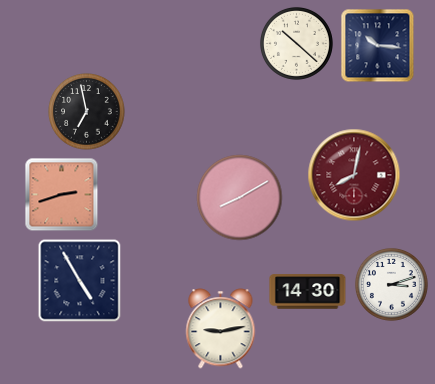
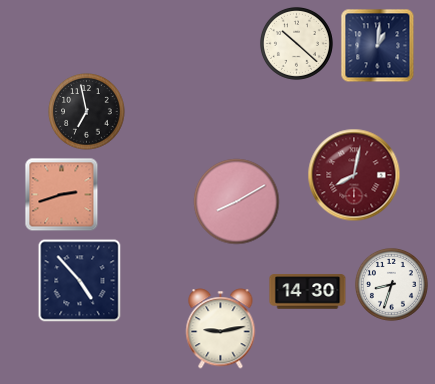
clock at (378, 46): 10:16 -> 1:01
clock at (240, 198) position: (240, 198) -> (237, 202)
clock at (80, 281): 4:55 -> 4:53
clock at (391, 284): 3:12 -> 8:33
